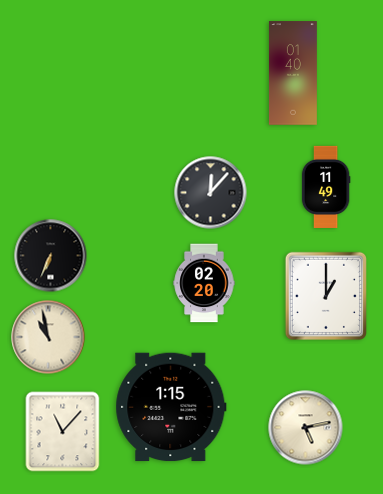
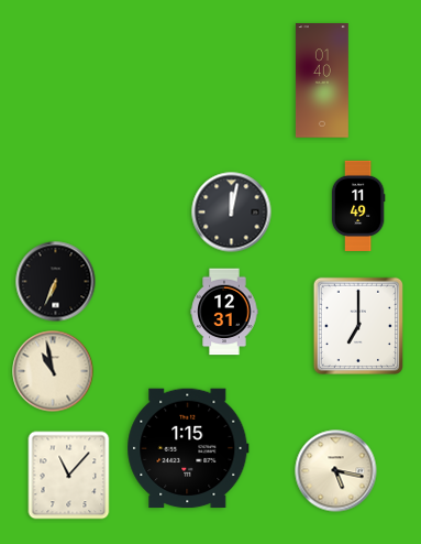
clock at (211, 193): 12:07 -> 12:02
clock at (204, 283): 02:20 -> 12:31
clock at (326, 296): 1:00 -> 7:00
clock at (306, 428): 5:13 -> 5:17
